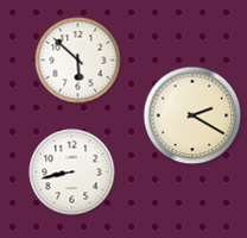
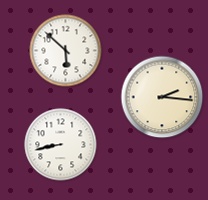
clock at (192, 115): 2:20 -> 2:16
